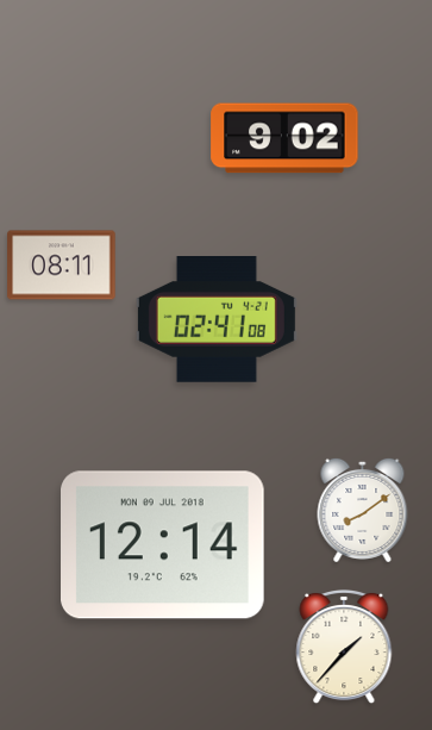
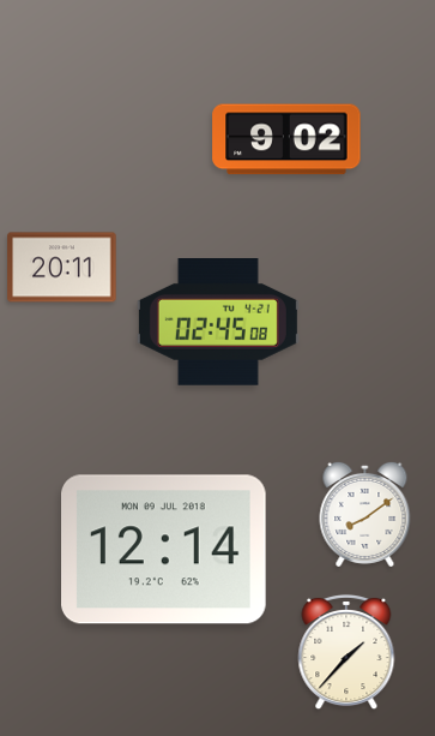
clock at (62, 266): 08:11 -> 20:11
clock at (217, 320): 02:41 -> 02:45
